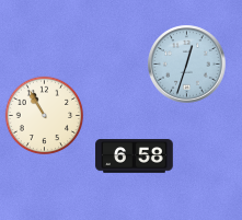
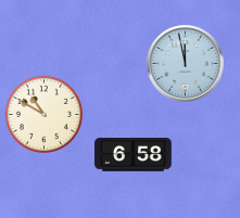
clock at (187, 65): 12:33 -> 11:58
clock at (45, 116): 10:55 -> 10:50
